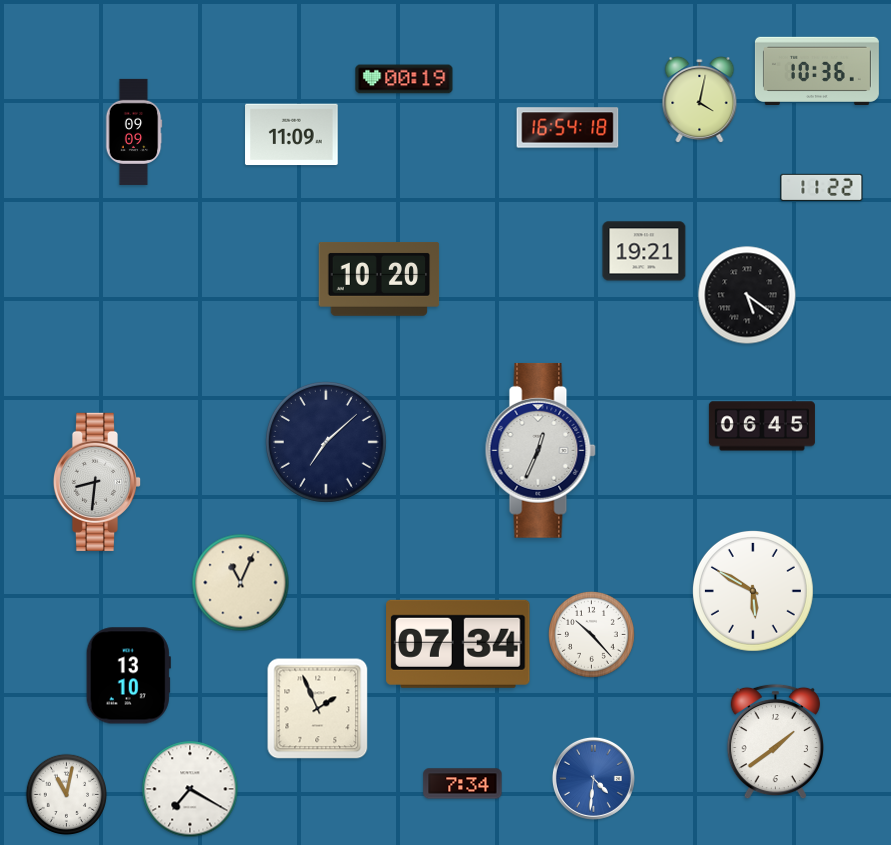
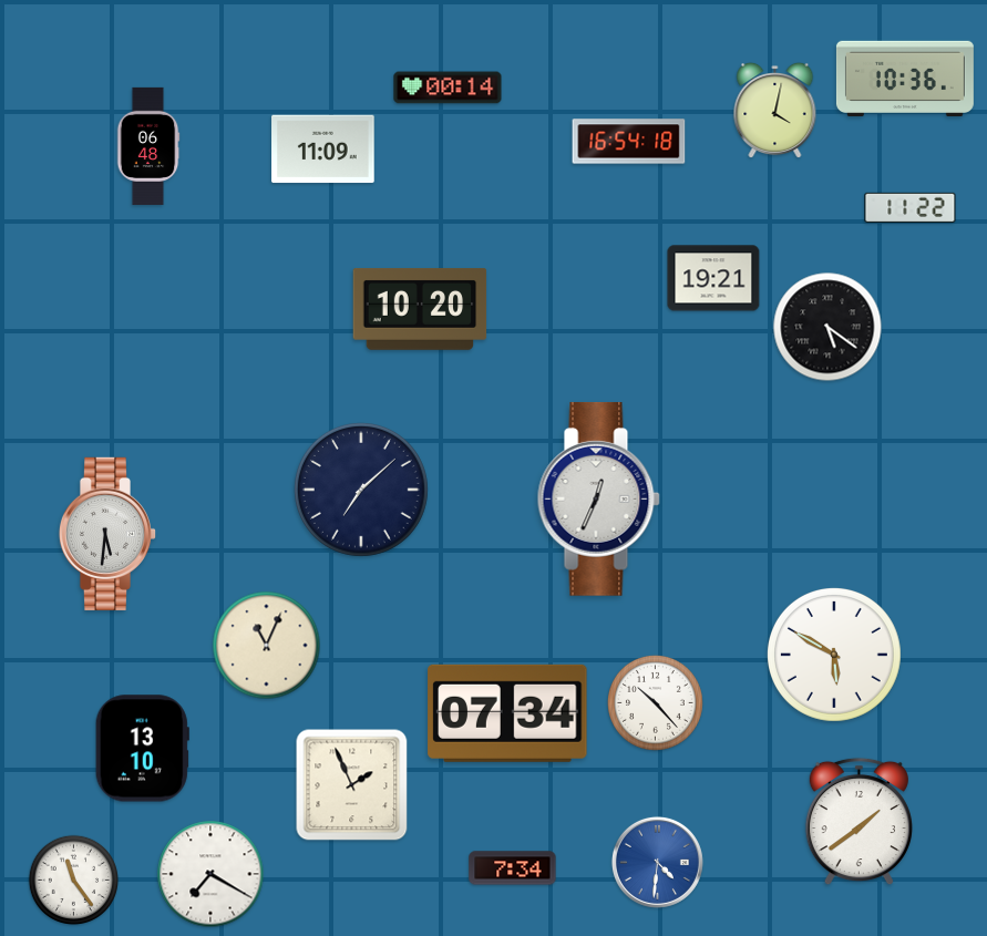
clock at (404, 79): 00:19 -> 00:14
clock at (134, 132): 09:09 -> 06:48
clock at (762, 426): 06:45 -> none
clock at (97, 482): 8:31 -> 5:31
clock at (67, 795): 11:02 -> 11:24
